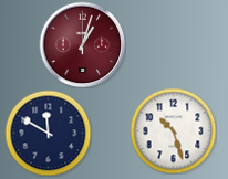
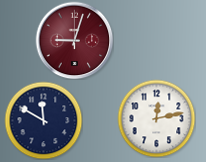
clock at (82, 44): 1:03 -> 9:03
clock at (173, 130): 10:27 -> 12:13
